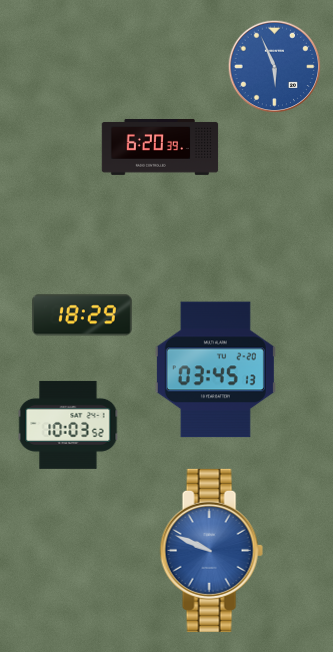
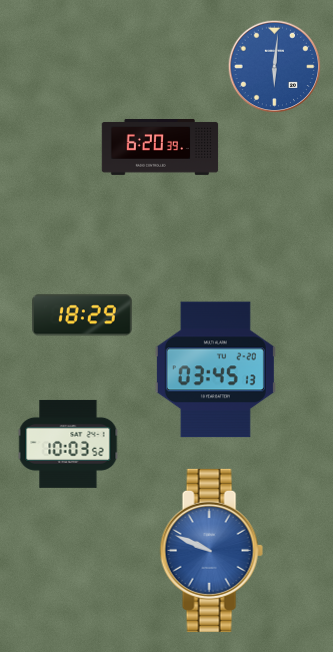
clock at (275, 67): 5:56 -> 6:01
clock at (68, 425) position: (68, 425) -> (68, 444)
